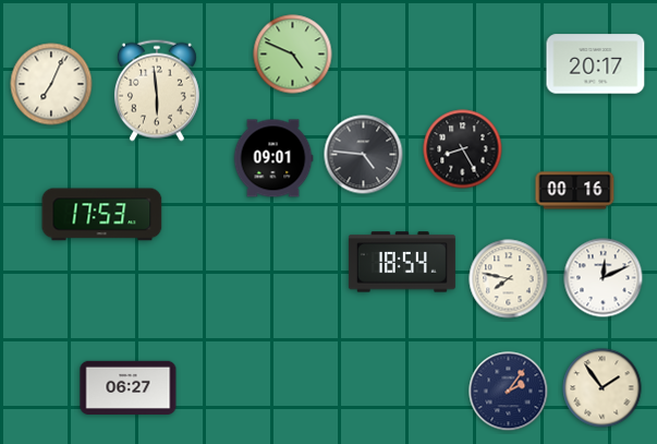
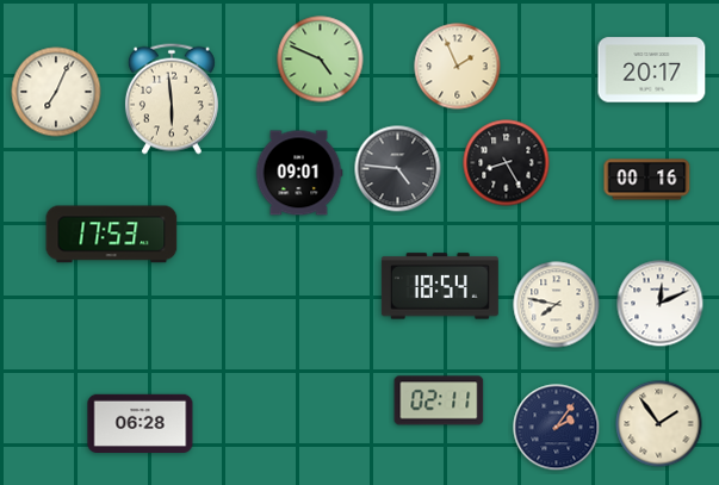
clock at (458, 67): none -> 1:56
clock at (575, 191) position: (575, 191) -> (647, 180)
clock at (439, 400): none -> 02:11
clock at (129, 387): 06:27 -> 06:28
